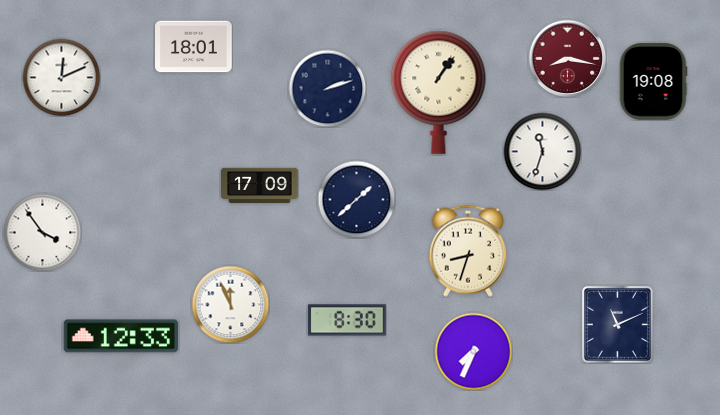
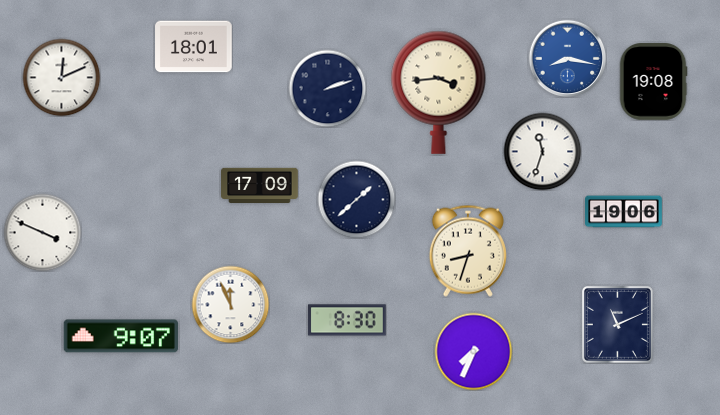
clock at (567, 58) dial: burgundy -> blue
clock at (439, 92): 1:06 -> 3:44
clock at (624, 212): none -> 19:06
clock at (42, 232): 3:54 -> 3:49
clock at (121, 336): 12:33 -> 9:07
